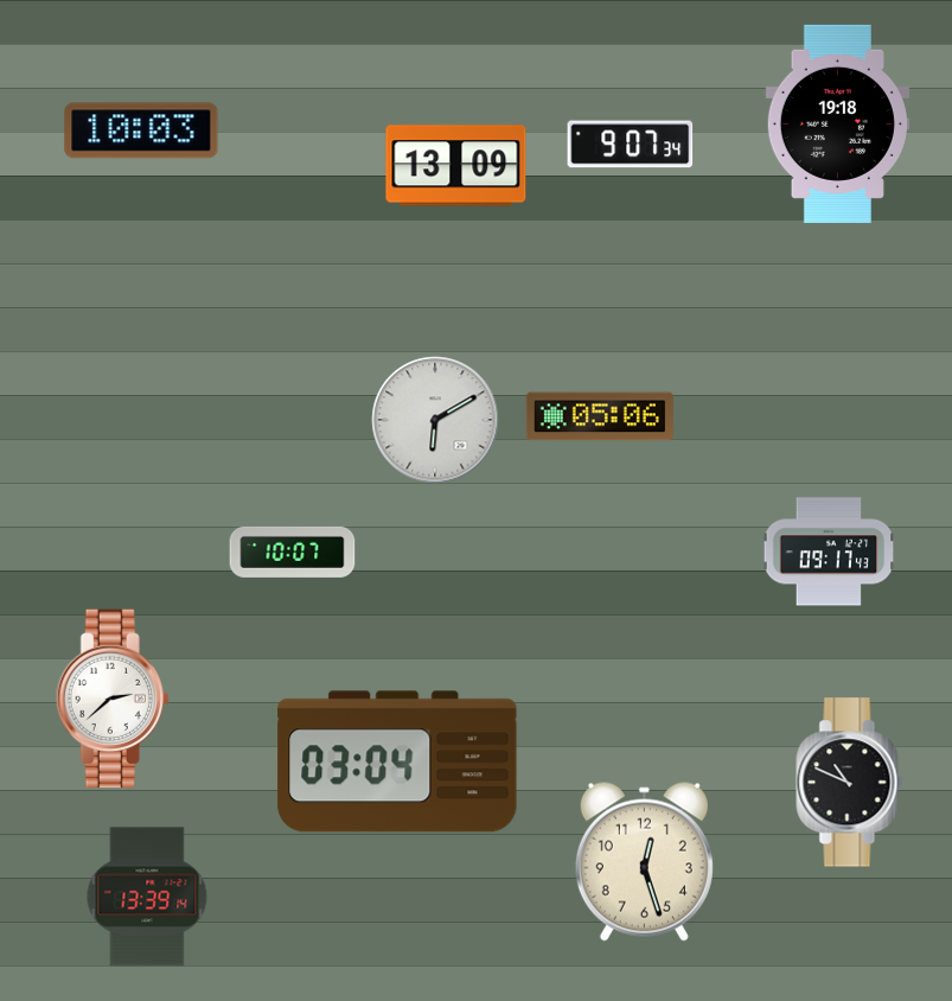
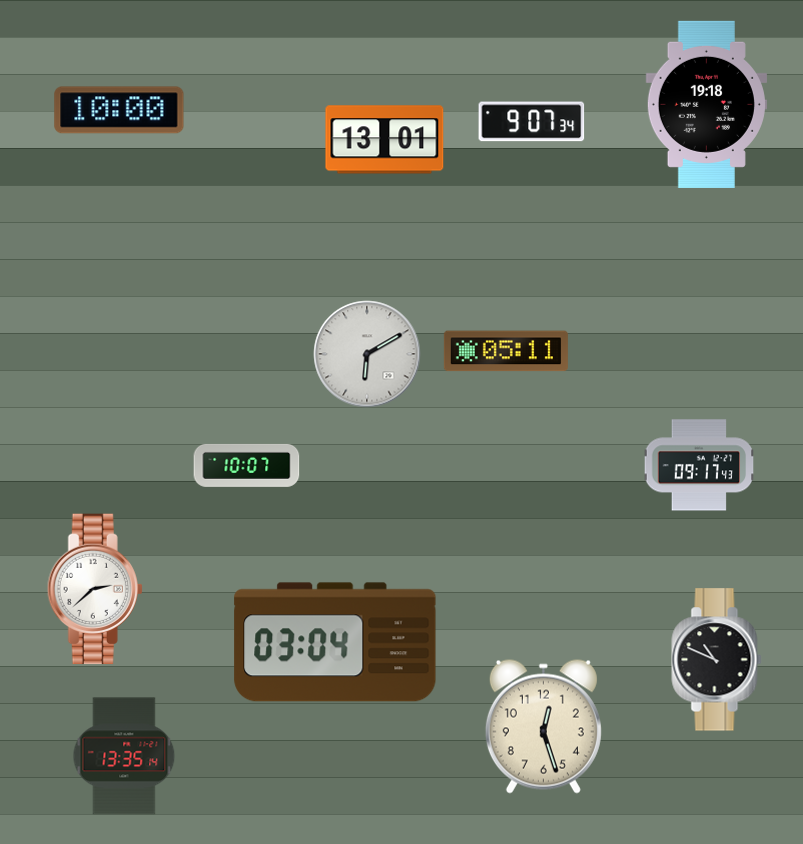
clock at (141, 130): 10:03 -> 10:00
clock at (456, 166): 13:09 -> 13:01
clock at (600, 416): 05:06 -> 05:11
clock at (147, 897): 13:39 -> 13:35
